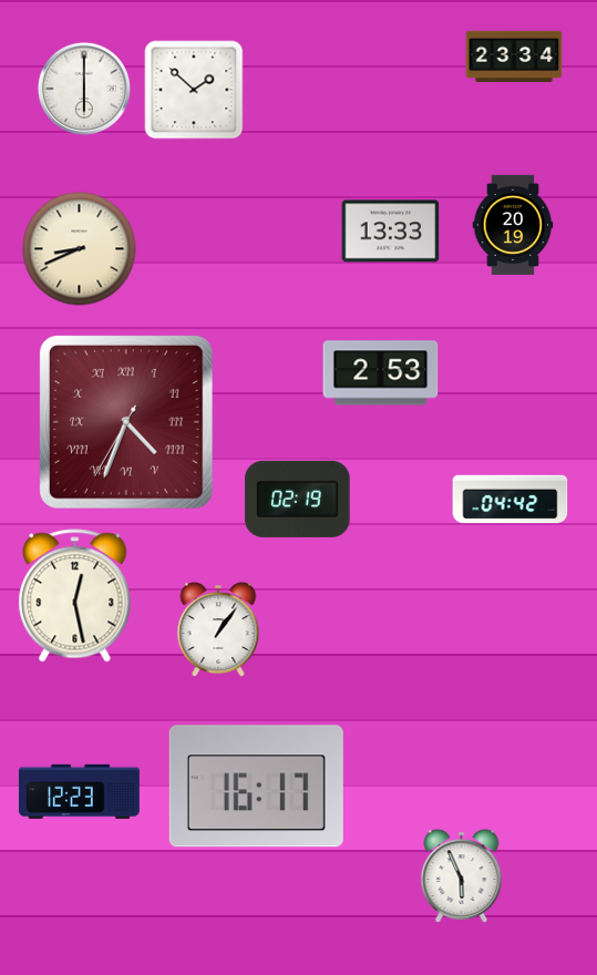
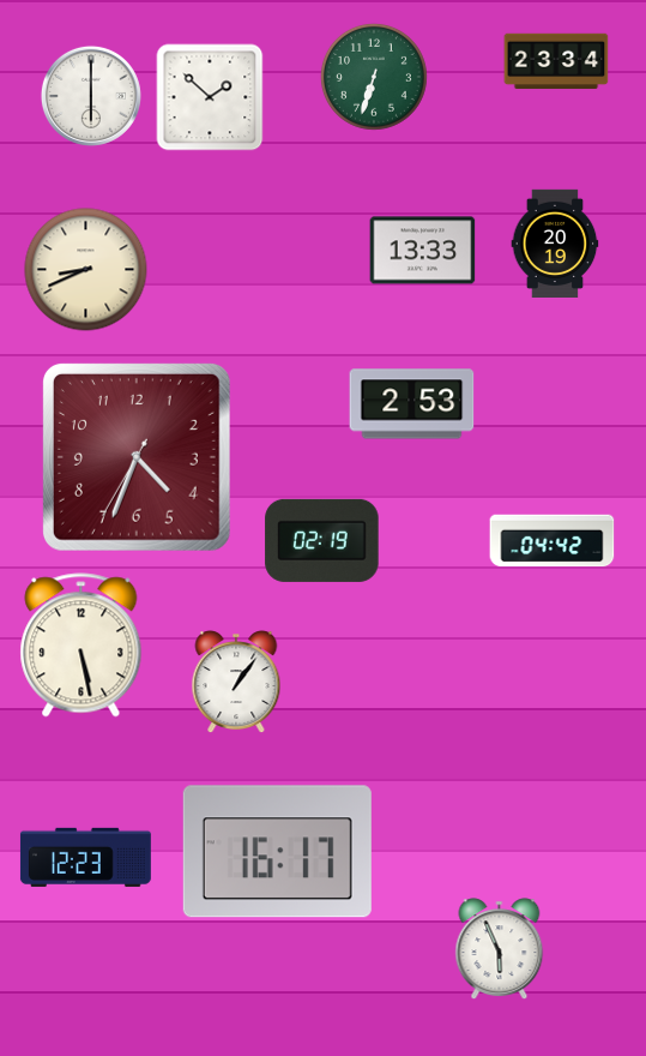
clock at (374, 77): none -> 6:33
clock at (126, 422) numerals: Roman -> Arabic
clock at (75, 596): 12:28 -> 5:28
